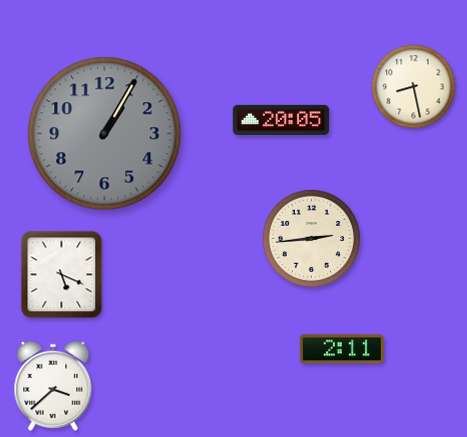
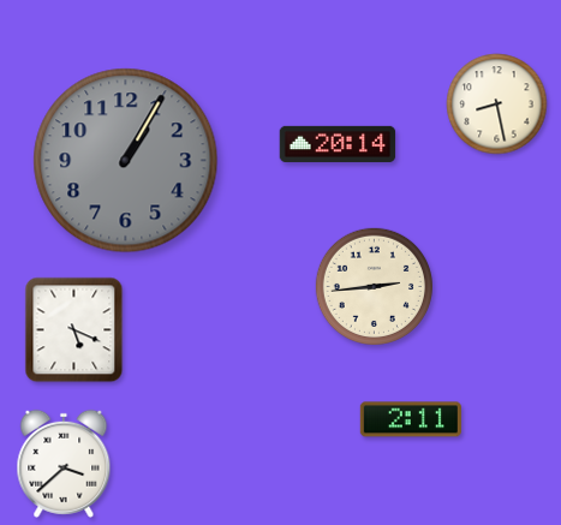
clock at (281, 120): 20:05 -> 20:14
